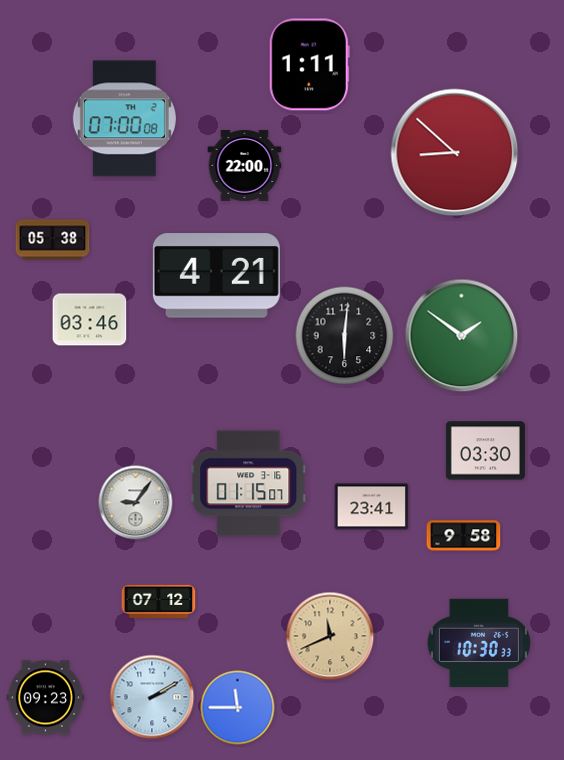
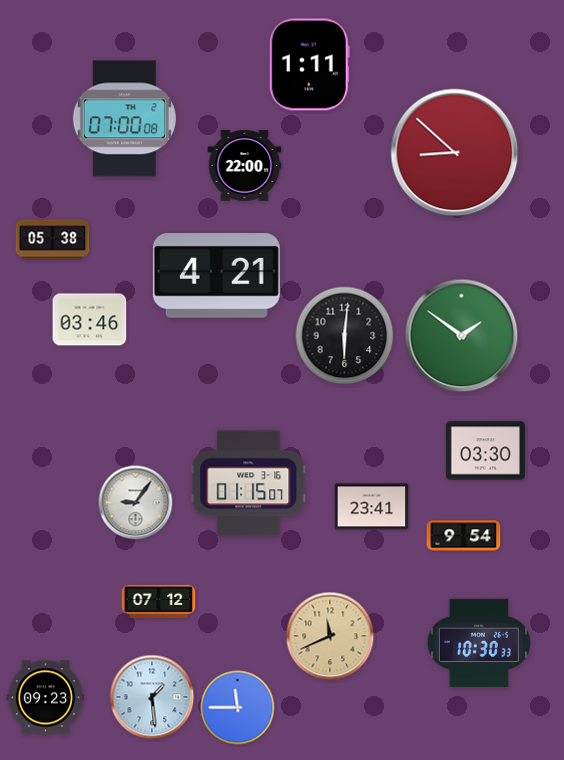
clock at (464, 536): 9:58 -> 9:54
clock at (152, 697): 2:10 -> 1:29
